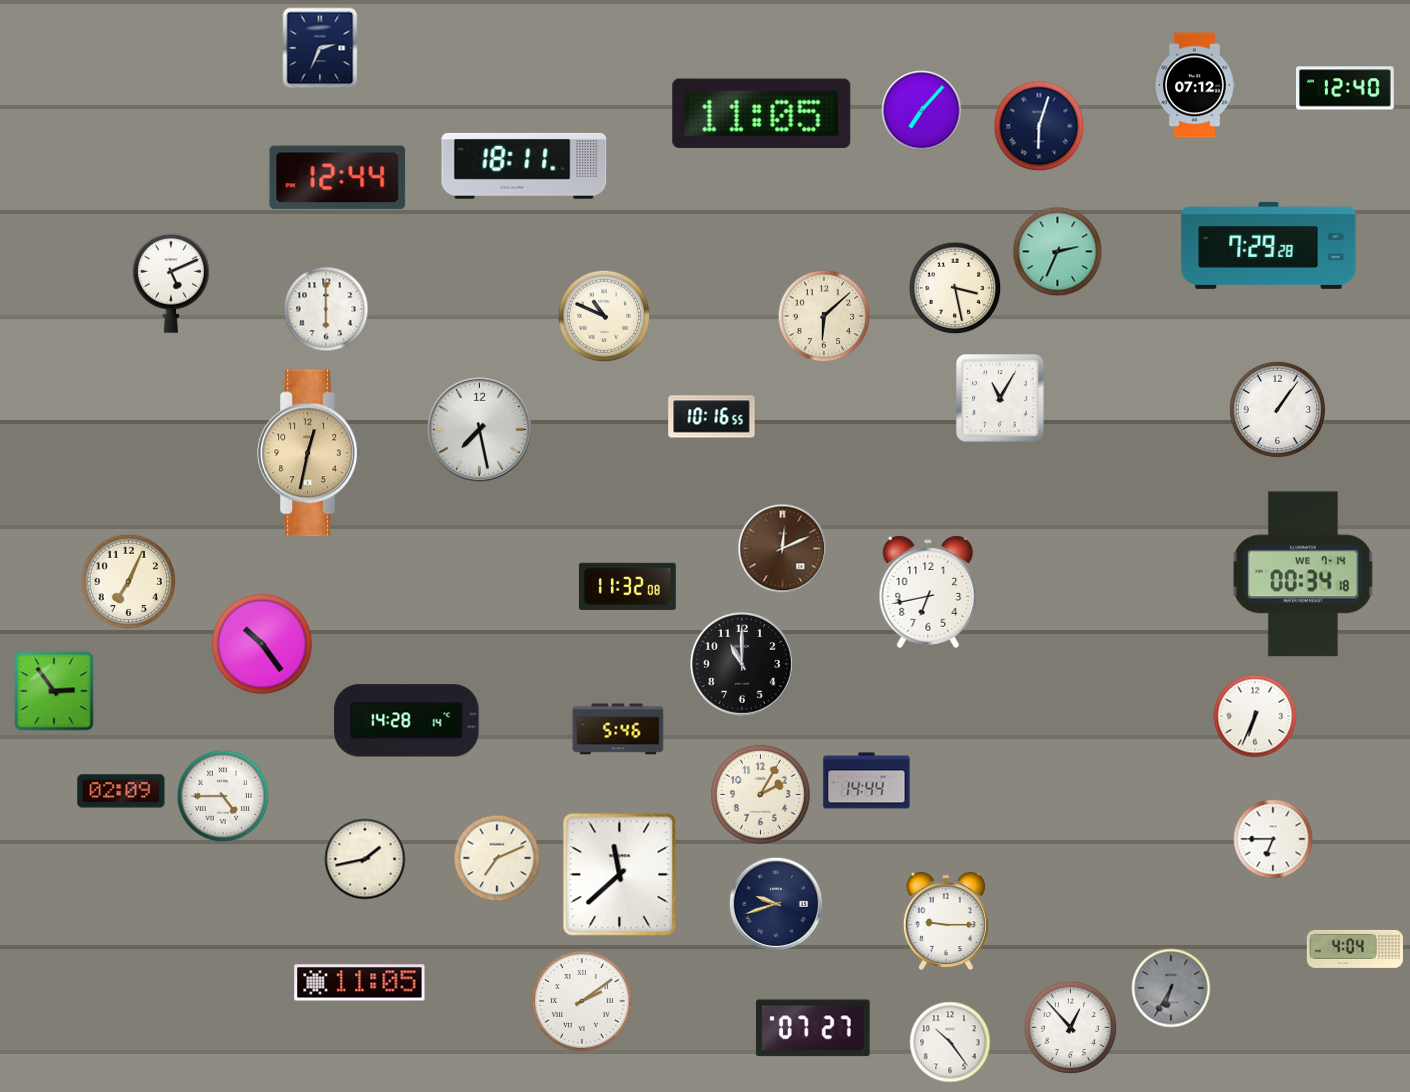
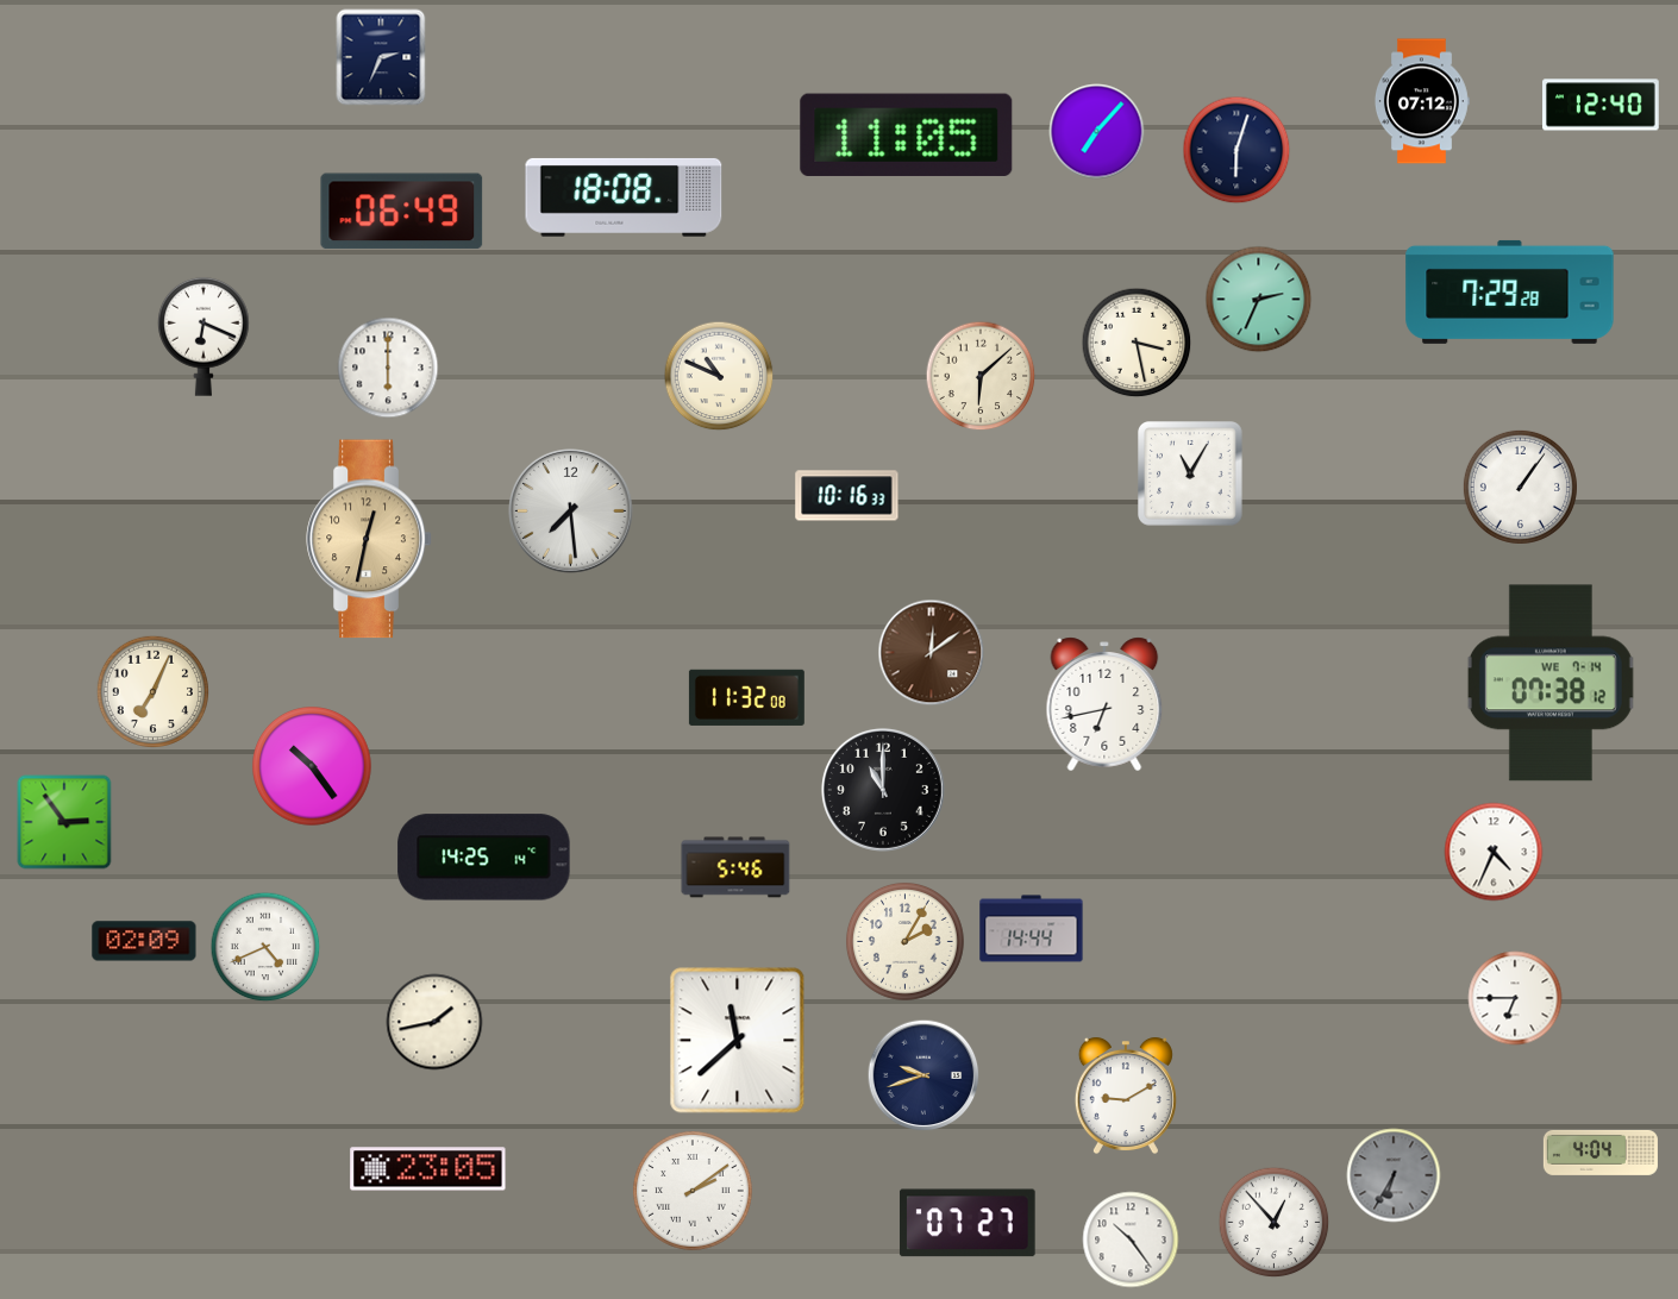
clock at (524, 166): 18:11 -> 18:08
clock at (338, 178): 12:44 -> 06:49
clock at (172, 283): 5:11 -> 6:19
clock at (712, 417): 10:16:55 -> 10:16:33
clock at (480, 430): 7:28 -> 7:29
clock at (783, 549): 12:11 -> 12:09
clock at (1303, 574): 00:34 -> 07:38
clock at (1255, 716): 6:34 -> 4:34
clock at (407, 721): 14:28 -> 14:25
clock at (760, 794) position: (760, 794) -> (904, 941)
clock at (223, 796): 4:45 -> 4:41
clock at (497, 858): 7:11 -> none
clock at (946, 921): 9:15 -> 9:10
clock at (1355, 949) position: (1355, 949) -> (1601, 1153)
clock at (360, 983): 11:05 -> 23:05
